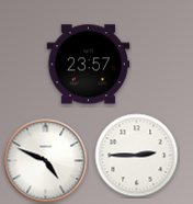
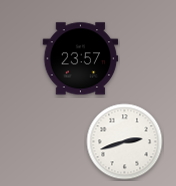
clock at (137, 156): 2:45 -> 2:42
clock at (46, 161): 4:49 -> none
